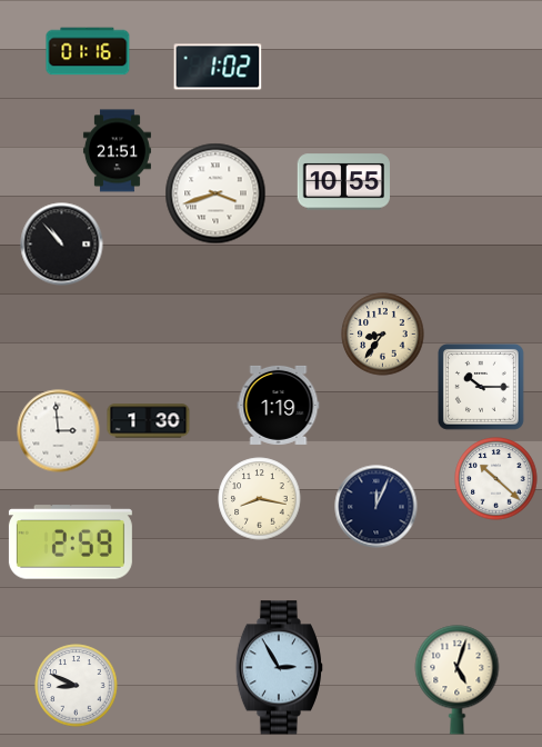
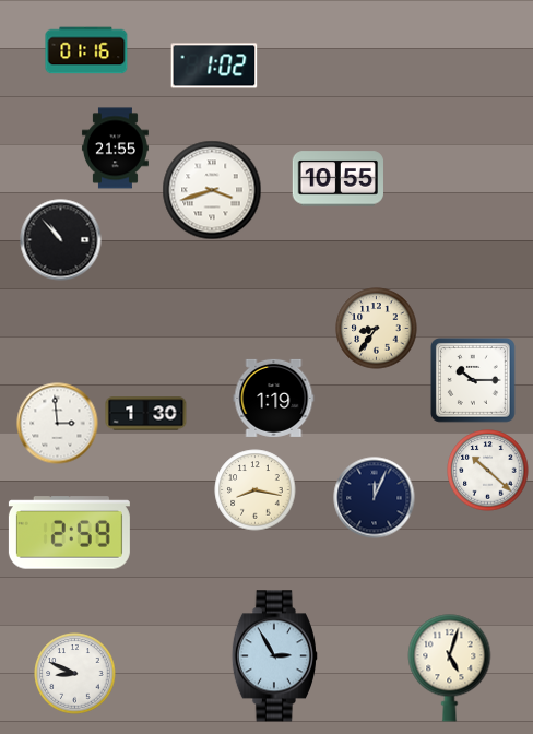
clock at (117, 151): 21:51 -> 21:55
clock at (377, 507) position: (377, 507) -> (375, 498)
